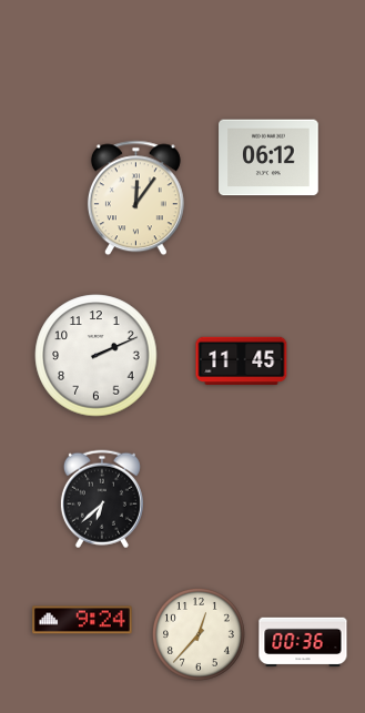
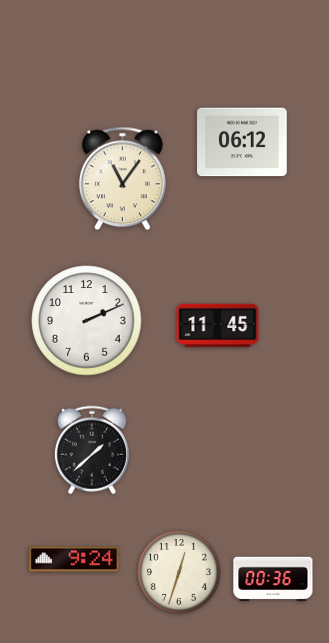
clock at (135, 198): 12:06 -> 11:06
clock at (102, 499): 6:38 -> 1:38
clock at (199, 634): 12:37 -> 12:33
